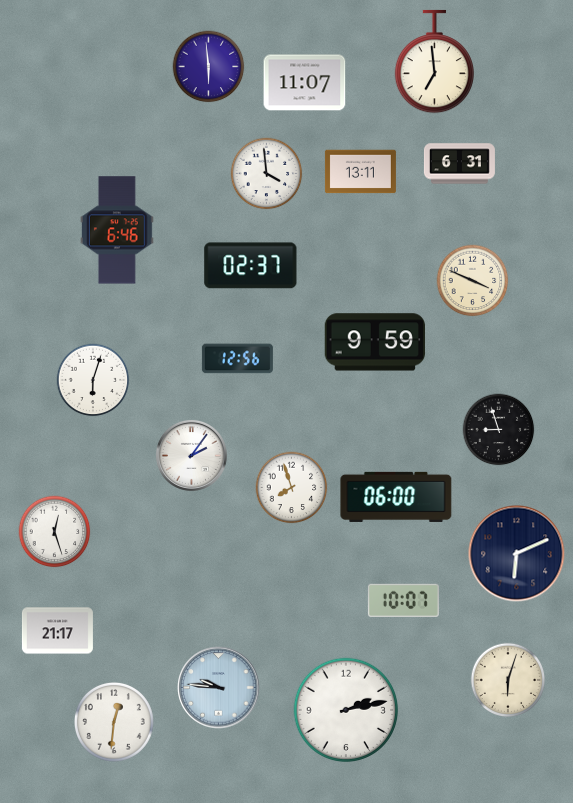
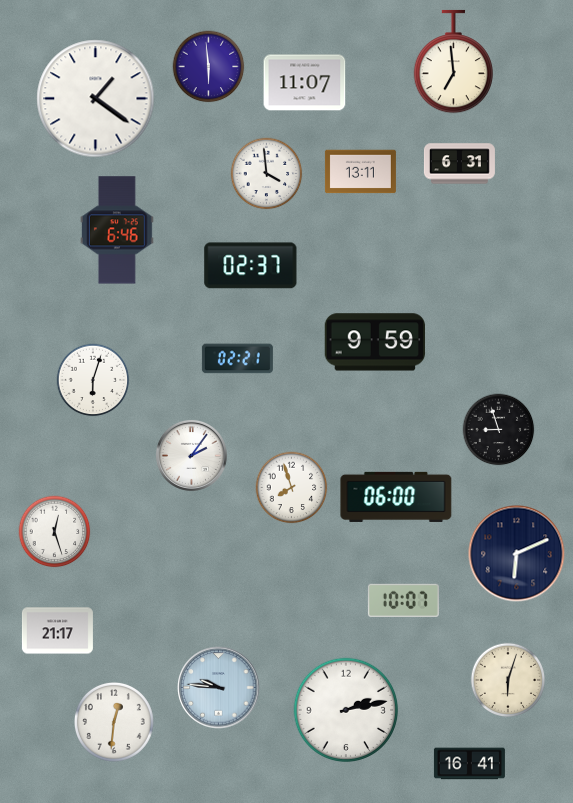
clock at (434, 62) position: (434, 62) -> (453, 62)
clock at (96, 99): none -> 1:21
clock at (473, 281): 3:49 -> none
clock at (237, 359): 12:56 -> 02:21
clock at (469, 764): none -> 16:41
